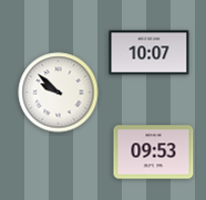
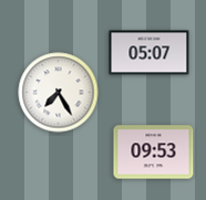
clock at (150, 53): 10:07 -> 05:07
clock at (59, 93): 9:52 -> 7:25
